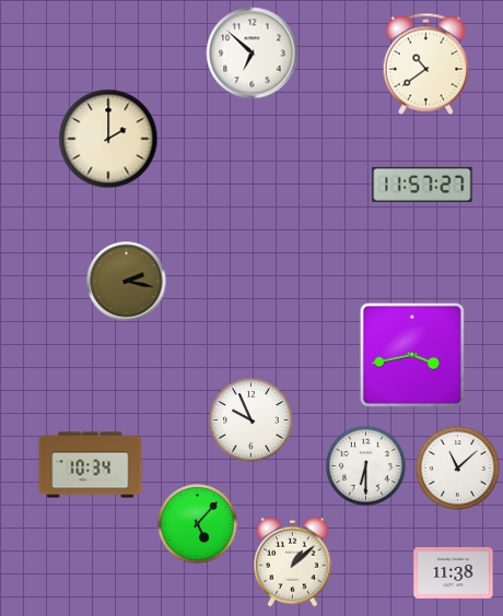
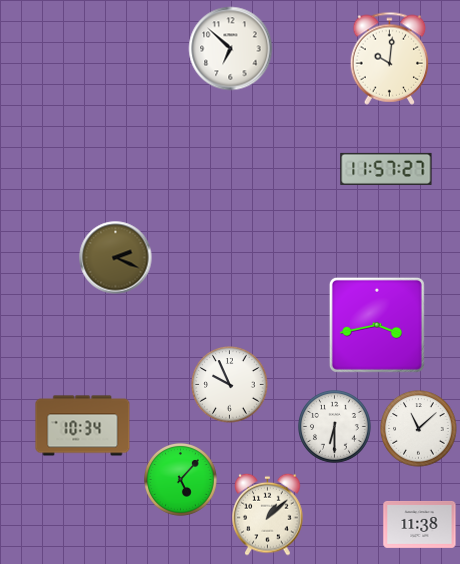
clock at (426, 63): 10:39 -> 10:01
clock at (108, 139): 2:00 -> none
clock at (127, 282): 2:17 -> 2:19
clock at (454, 573) position: (454, 573) -> (420, 525)
